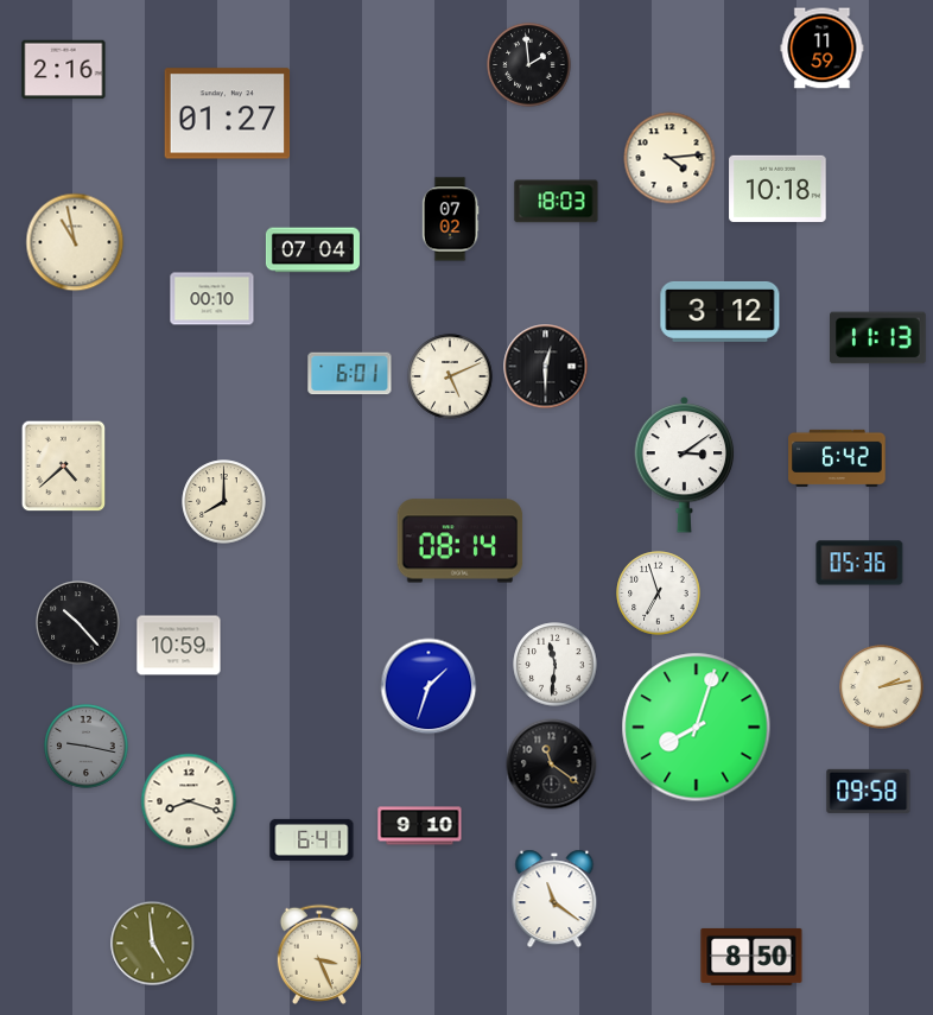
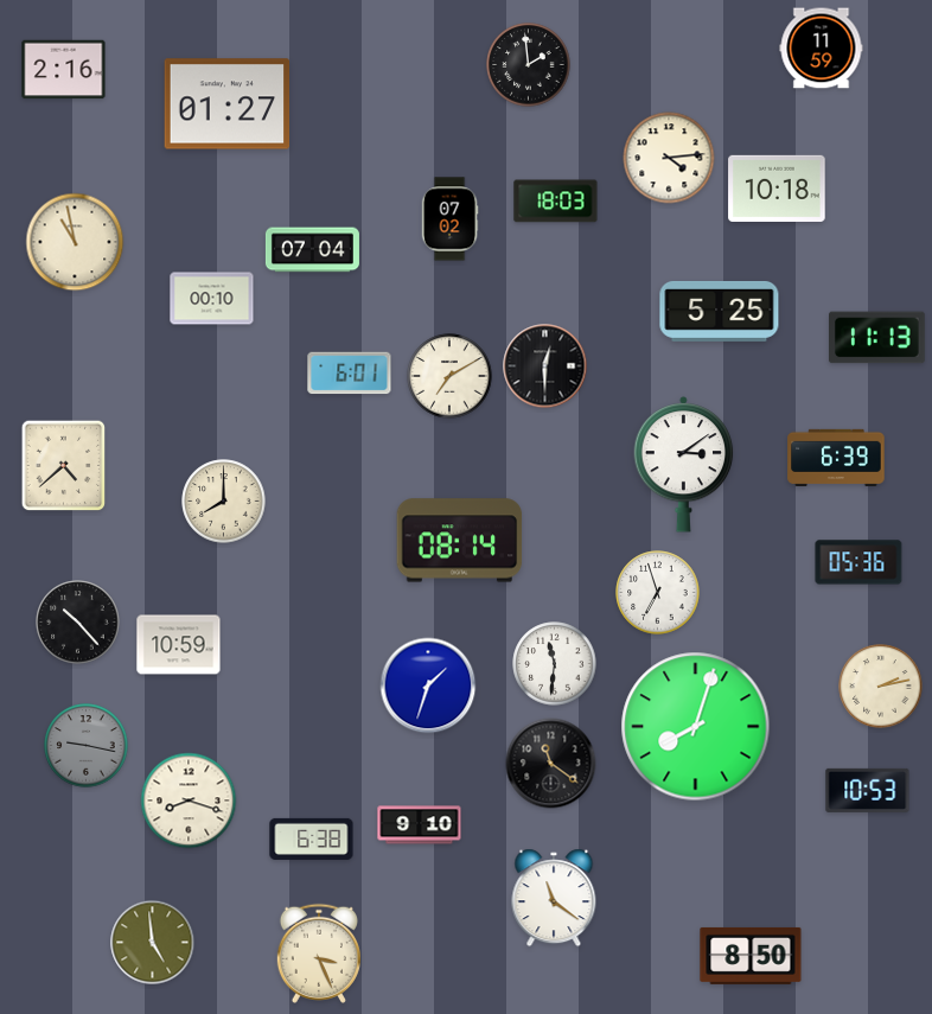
clock at (228, 114) position: (228, 114) -> (228, 104)
clock at (721, 311): 3:12 -> 5:25
clock at (450, 376): 5:11 -> 7:10
clock at (837, 457): 6:42 -> 6:39
clock at (869, 791): 09:58 -> 10:53
clock at (312, 839): 6:41 -> 6:38
